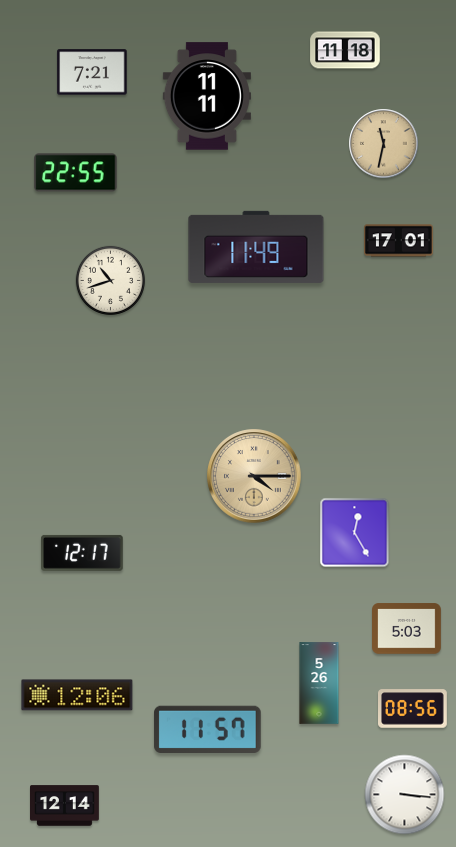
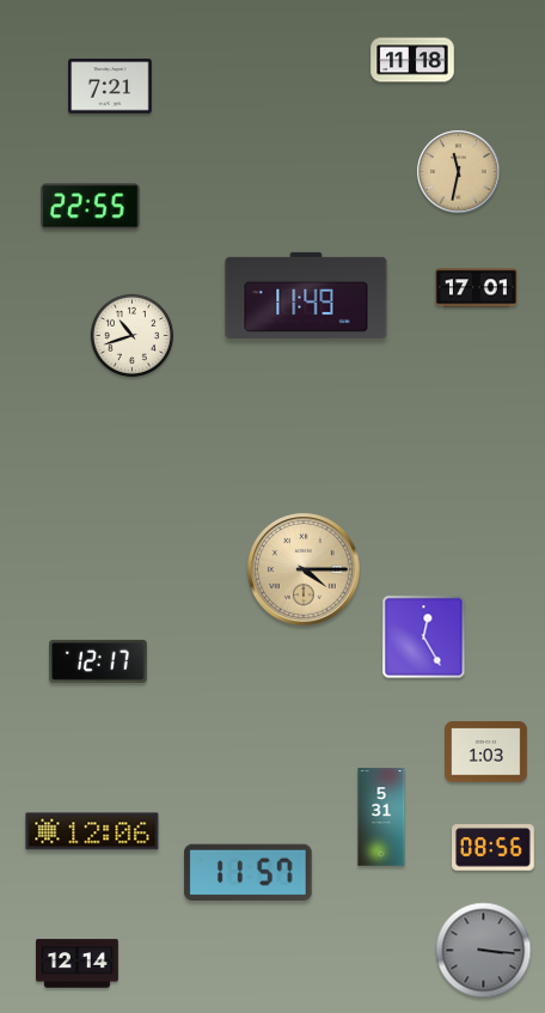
clock at (207, 96): 11:11 -> none
clock at (407, 629): 5:03 -> 1:03
clock at (319, 683): 5:26 -> 5:31
clock at (405, 795) dial: white -> grey
